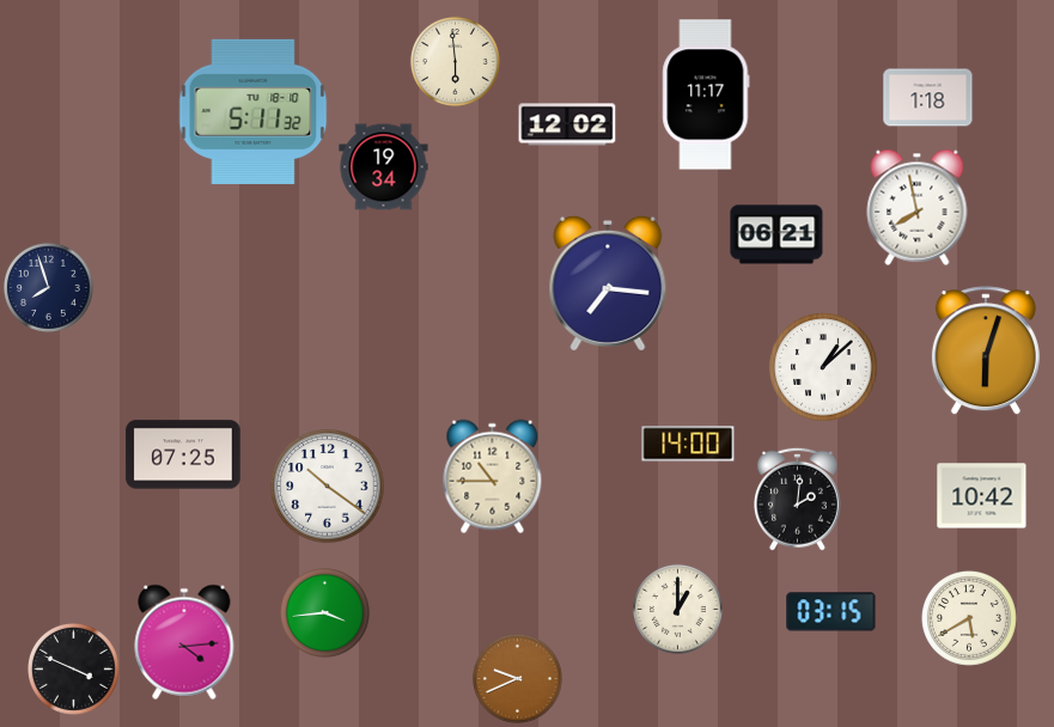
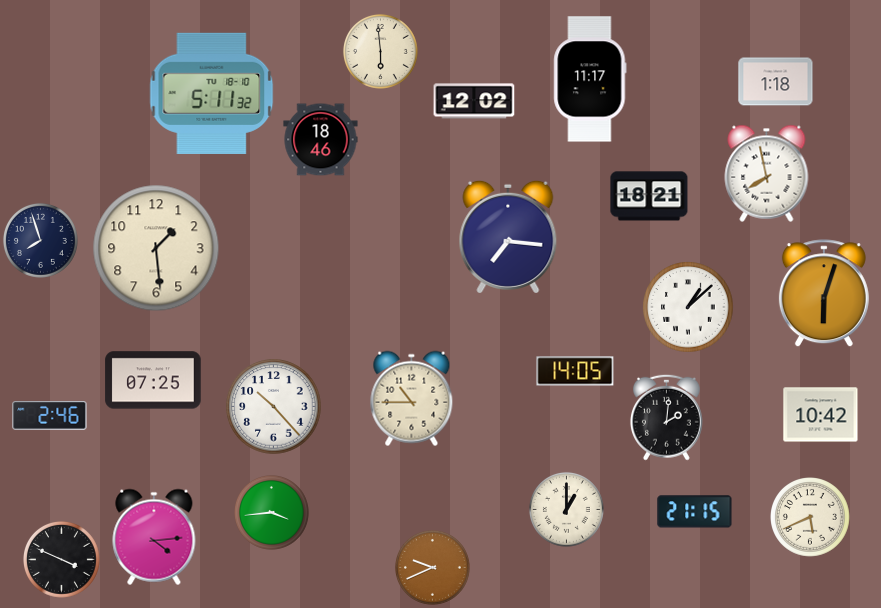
clock at (567, 124) position: (567, 124) -> (474, 101)
clock at (384, 167): 19:34 -> 18:46
clock at (776, 234): 06:21 -> 18:21
clock at (156, 248): none -> 1:29
clock at (688, 444): 14:00 -> 14:05
clock at (328, 487): 10:21 -> 10:23
clock at (50, 416): none -> 2:46
clock at (831, 612): 03:15 -> 21:15
clock at (970, 619): 5:40 -> 5:41
